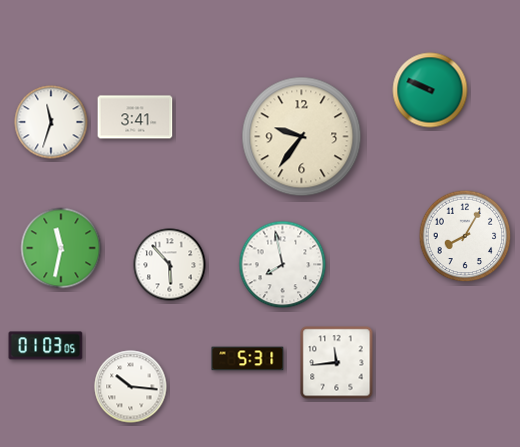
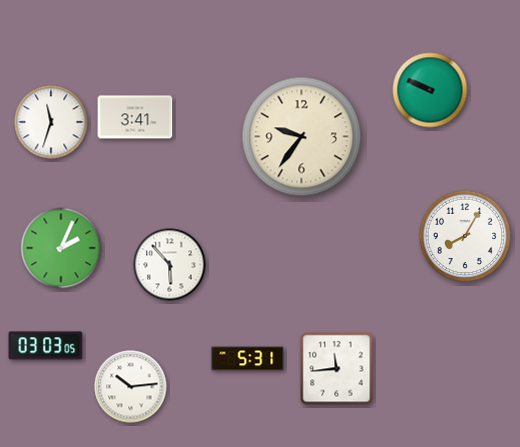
clock at (61, 248): 11:32 -> 2:04
clock at (283, 265): 7:58 -> none
clock at (46, 346): 01:03 -> 03:03
clock at (337, 363) position: (337, 363) -> (337, 369)
clock at (131, 387): 10:16 -> 10:14
